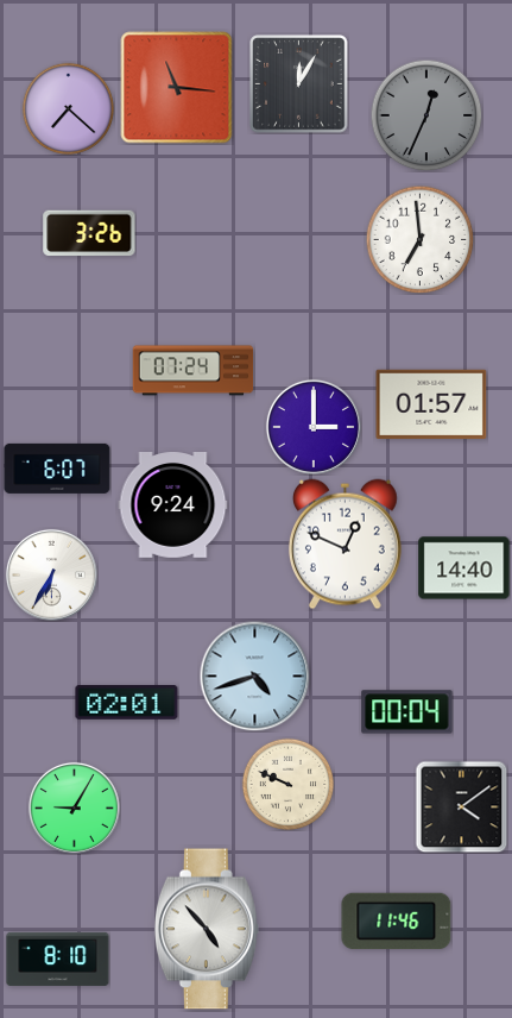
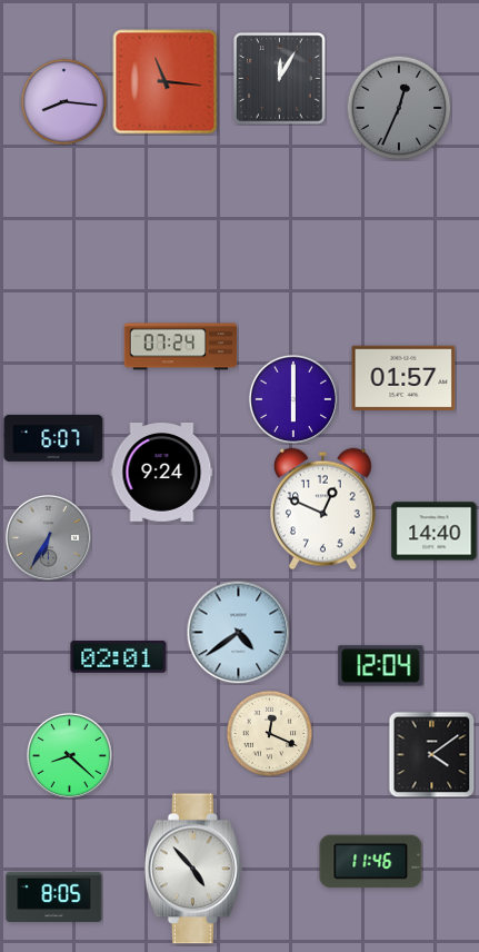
clock at (68, 108): 7:22 -> 8:16
clock at (89, 233): 3:26 -> none
clock at (419, 239): 6:59 -> none
clock at (314, 427): 3:00 -> 6:00
clock at (51, 574) dial: white -> grey
clock at (254, 675): 4:42 -> 4:39
clock at (407, 712): 00:04 -> 12:04
clock at (287, 784): 9:49 -> 12:19
clock at (74, 808): 9:05 -> 8:22
clock at (58, 959): 8:10 -> 8:05
